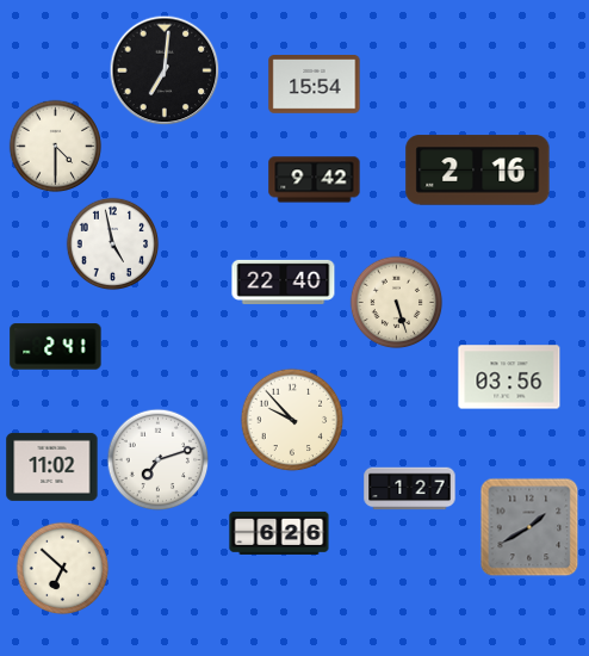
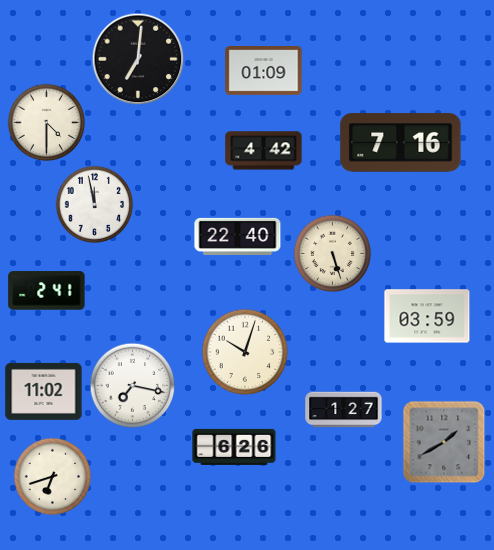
clock at (315, 85): 15:54 -> 01:09
clock at (478, 171): 2:16 -> 7:16
clock at (315, 180): 9:42 -> 4:42
clock at (112, 243): 4:58 -> 11:58
clock at (509, 377): 03:56 -> 03:59
clock at (292, 420): 9:53 -> 10:03
clock at (157, 459): 7:12 -> 7:17
clock at (62, 568): 6:52 -> 6:42
